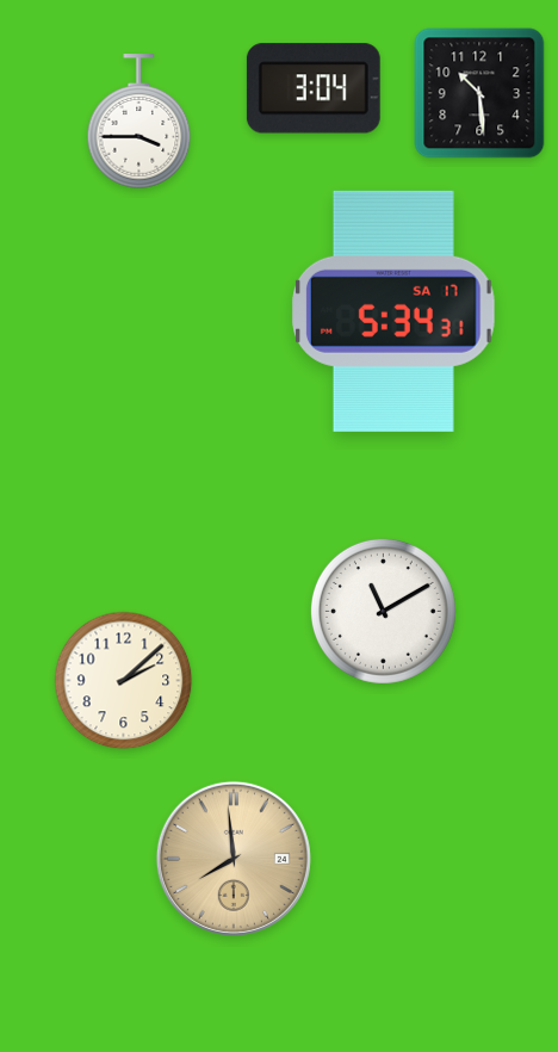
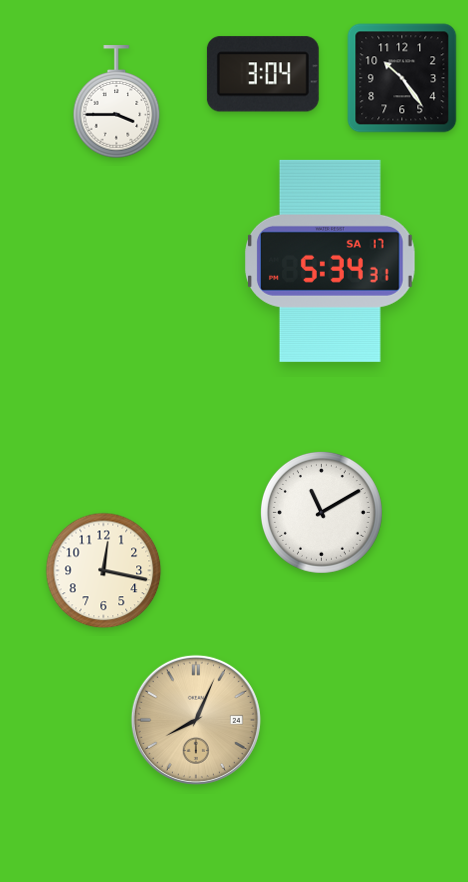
clock at (479, 93): 10:29 -> 10:24
clock at (124, 681): 2:08 -> 12:17
clock at (234, 859): 7:59 -> 8:04
